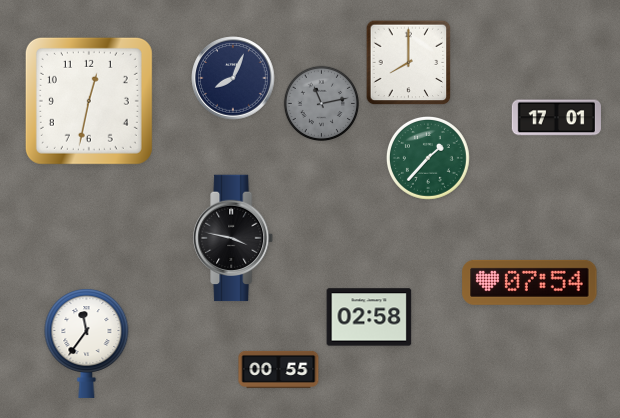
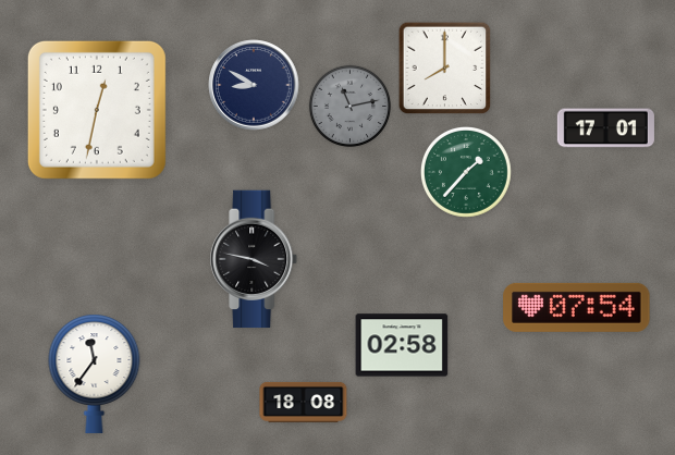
clock at (233, 78): 8:04 -> 8:50
clock at (321, 103) position: (321, 103) -> (349, 106)
clock at (279, 369): 00:55 -> 18:08
